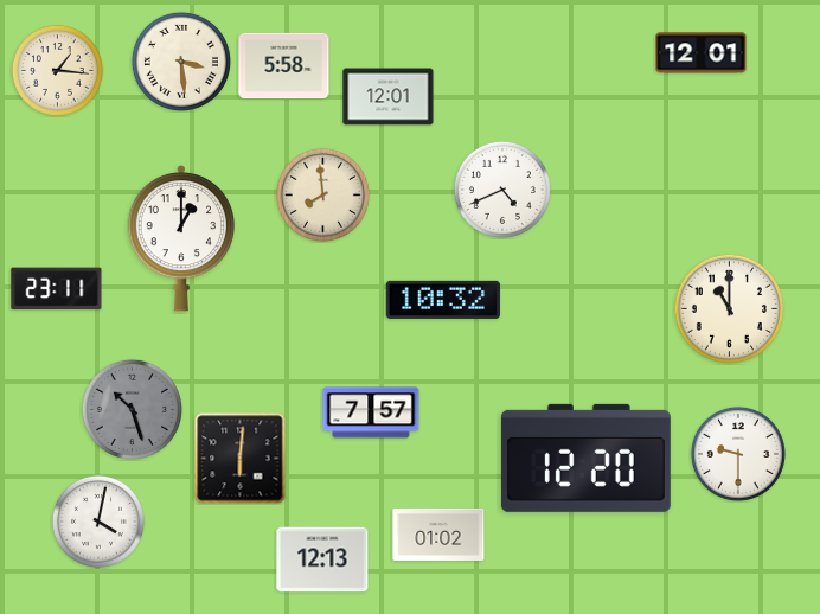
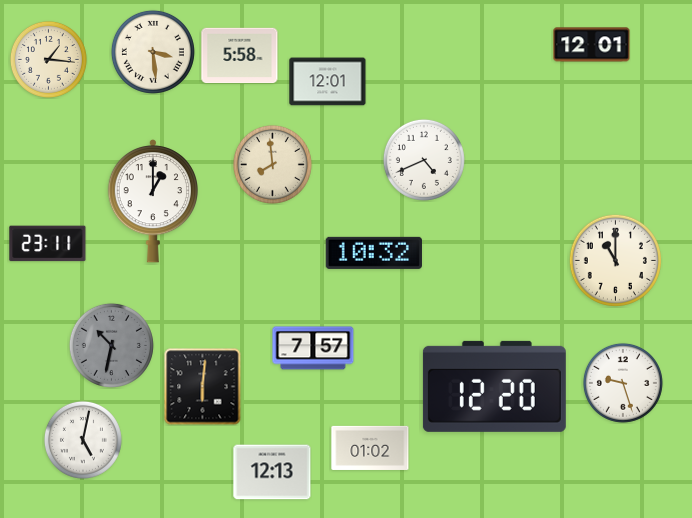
clock at (132, 409): 10:27 -> 10:32
clock at (738, 454): 9:30 -> 9:27
clock at (98, 522): 4:02 -> 5:02
clock at (438, 535) position: (438, 535) -> (370, 448)
